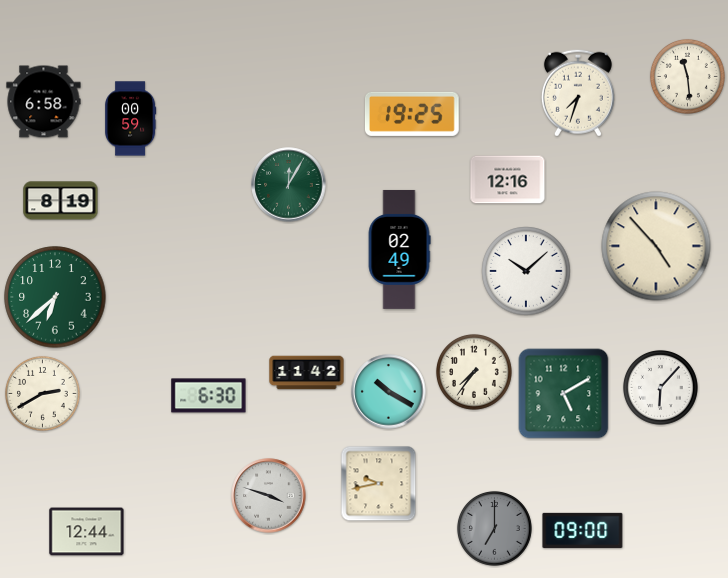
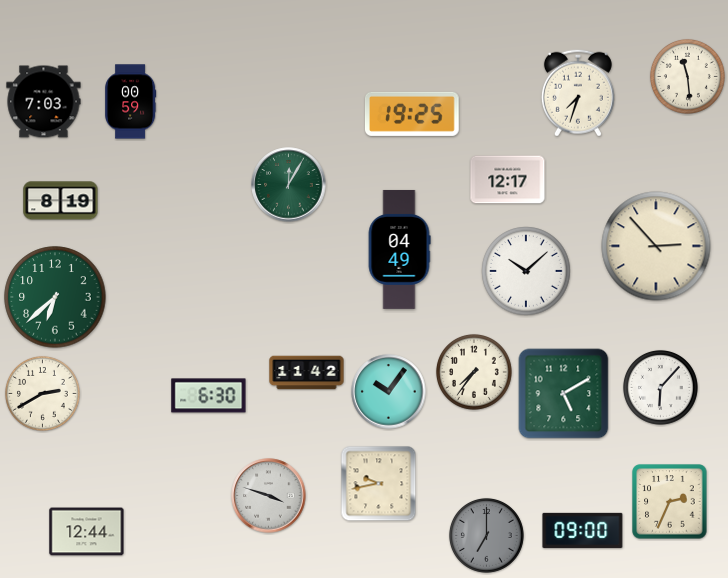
clock at (44, 102): 6:58 -> 7:03
clock at (131, 119) position: (131, 119) -> (131, 102)
clock at (508, 180): 12:16 -> 12:17
clock at (656, 246): 4:53 -> 2:53
clock at (399, 249): 02:49 -> 04:49
clock at (389, 392): 10:20 -> 10:06
clock at (670, 502): none -> 2:34
clock at (494, 528) position: (494, 528) -> (486, 535)
